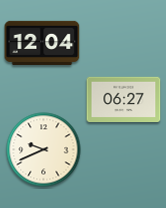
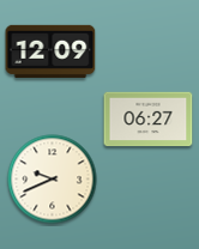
clock at (42, 43): 12:04 -> 12:09
